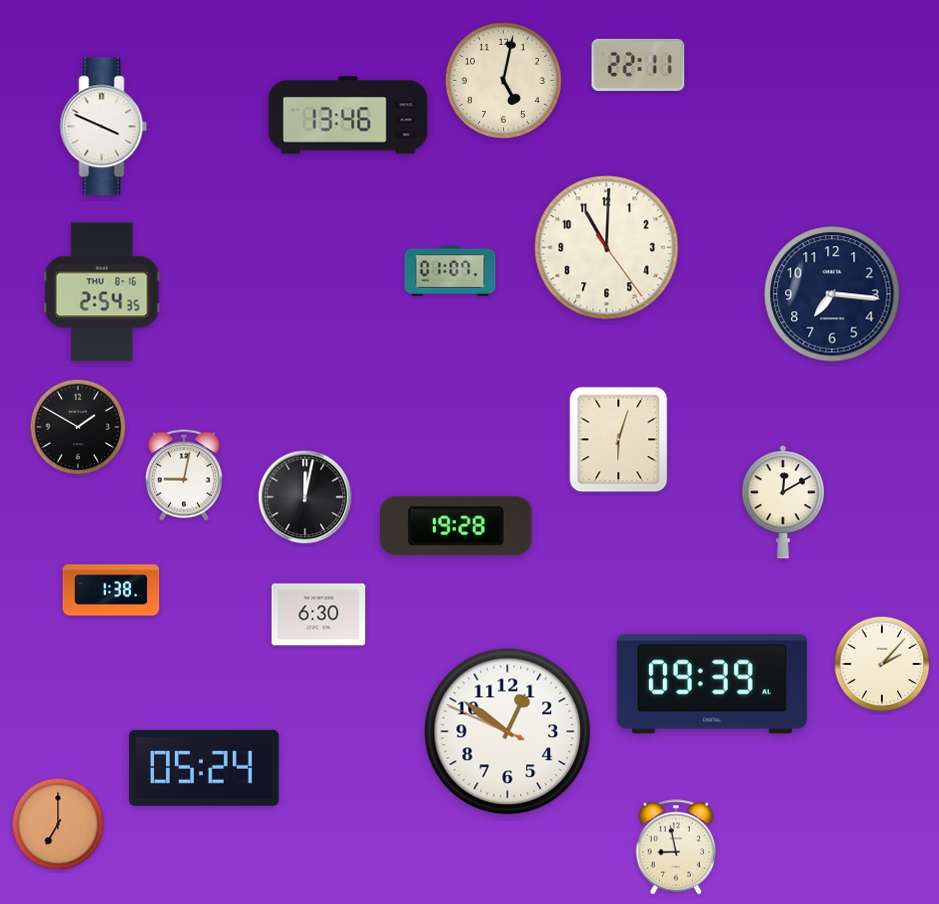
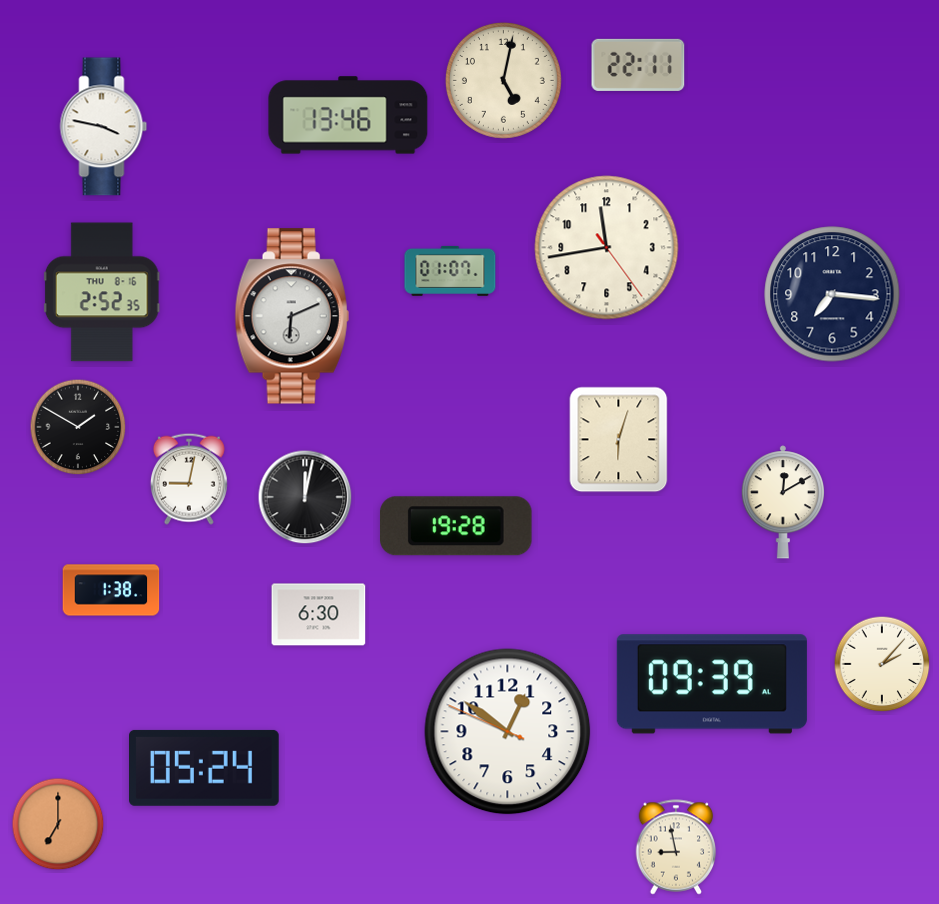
clock at (104, 127): 3:49 -> 3:47
clock at (607, 248): 11:00 -> 11:43
clock at (102, 292): 2:54 -> 2:52
clock at (292, 316): none -> 6:11
clock at (184, 475) position: (184, 475) -> (189, 479)
